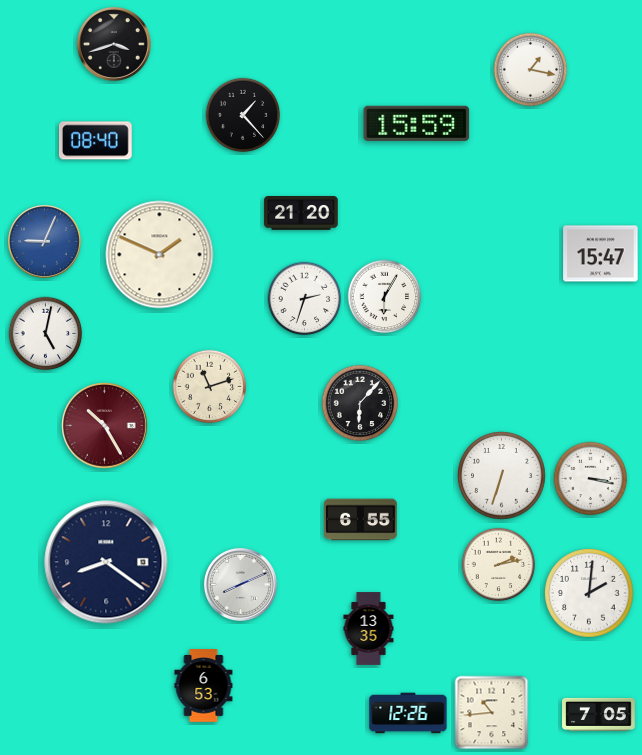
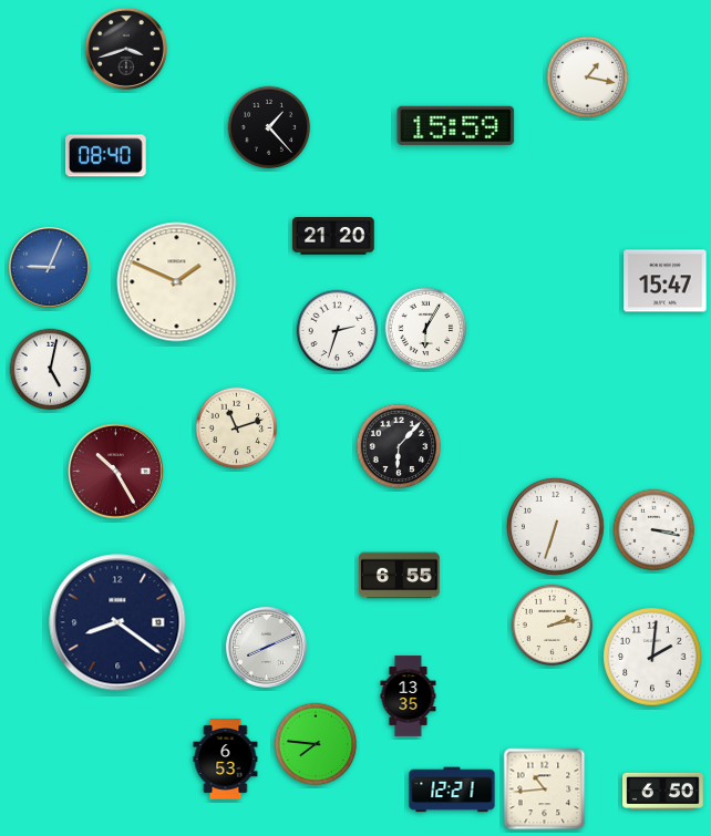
clock at (417, 123) position: (417, 123) -> (456, 125)
clock at (210, 387) position: (210, 387) -> (237, 429)
clock at (316, 744): none -> 7:46
clock at (408, 713): 12:26 -> 12:21
clock at (599, 714): 7:05 -> 6:50
